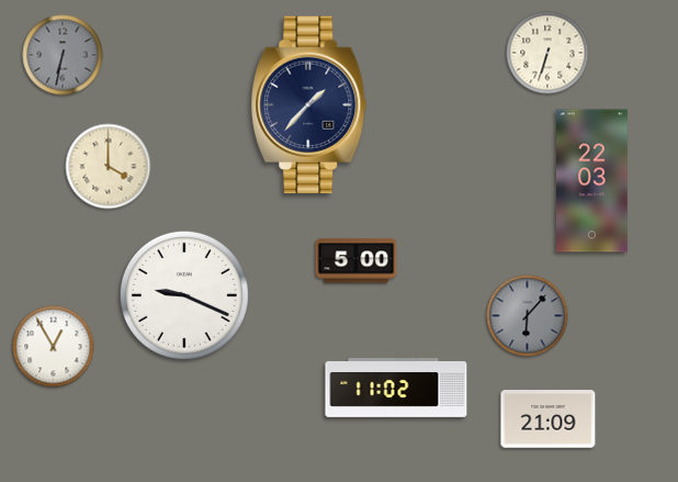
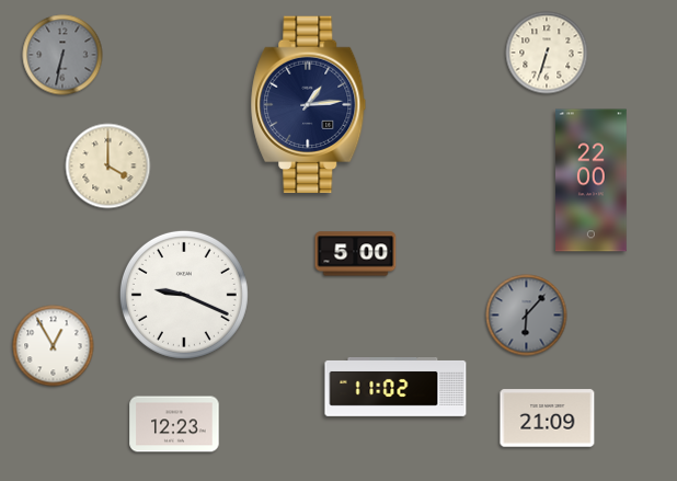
clock at (309, 105): 1:37 -> 1:14
clock at (592, 181): 22:03 -> 22:00
clock at (357, 261) position: (357, 261) -> (356, 254)
clock at (174, 424): none -> 12:23
